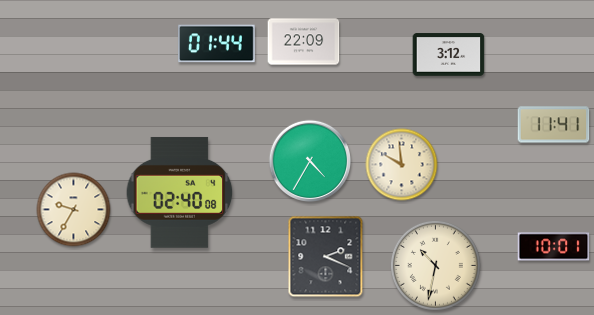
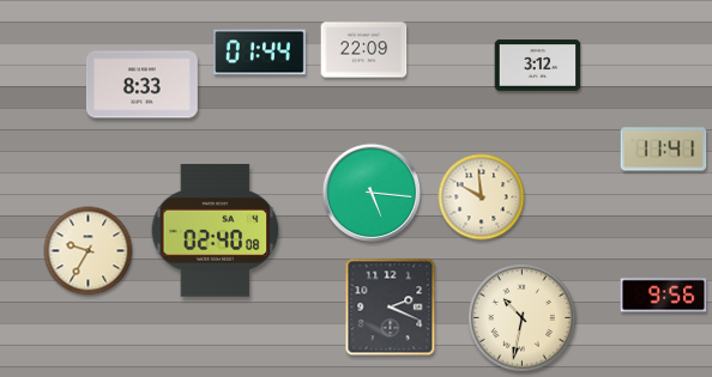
clock at (141, 85): none -> 8:33
clock at (309, 160): 4:35 -> 5:16
clock at (554, 247): 10:01 -> 9:56
